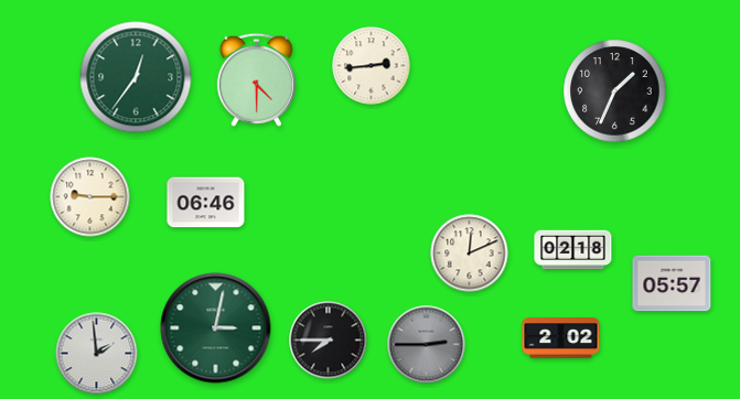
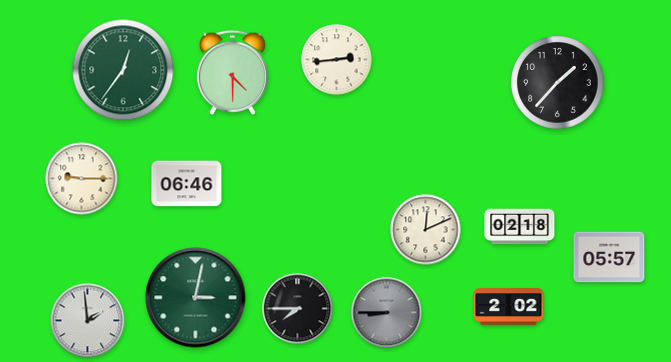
clock at (615, 91): 1:34 -> 1:37
clock at (427, 345): 2:45 -> 8:45
